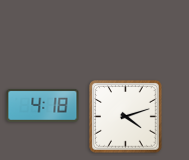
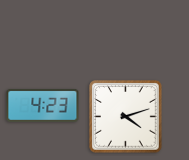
clock at (43, 105): 4:18 -> 4:23
